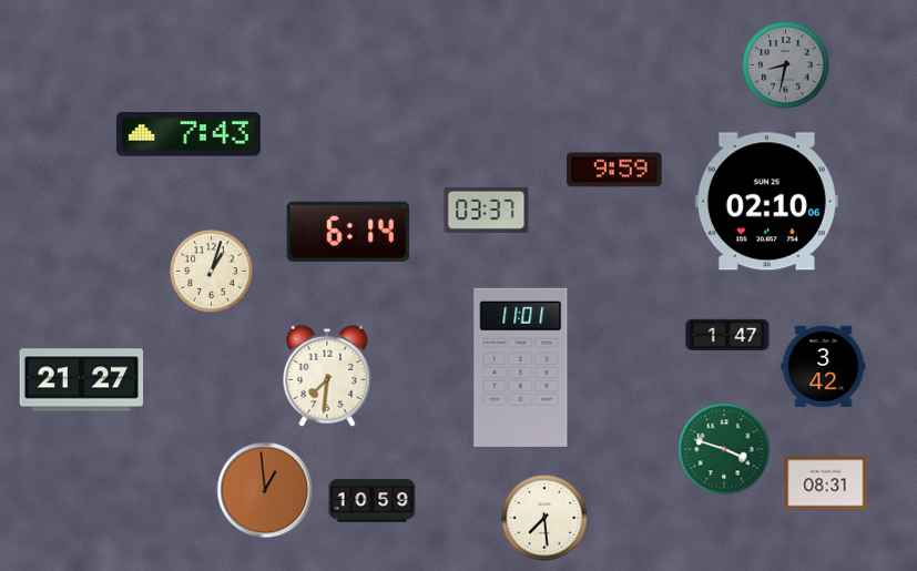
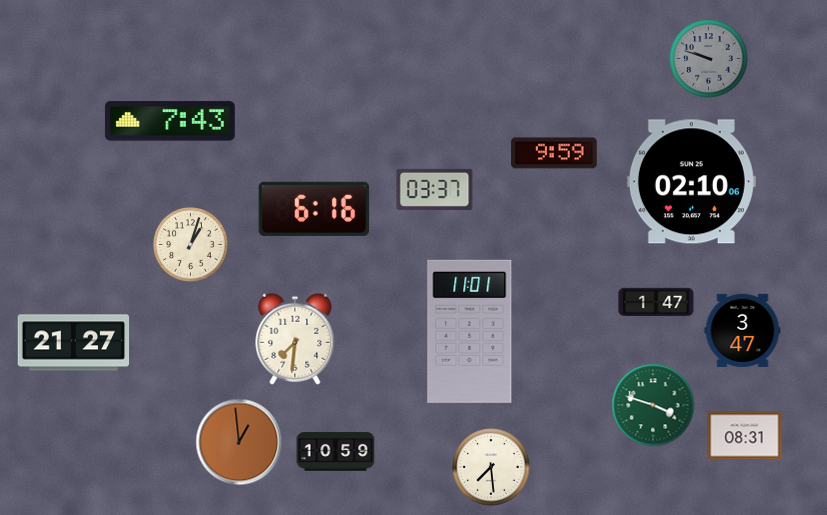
clock at (786, 65): 8:32 -> 9:48
clock at (487, 210) position: (487, 210) -> (435, 189)
clock at (348, 232): 6:14 -> 6:16
clock at (824, 366): 3:42 -> 3:47
